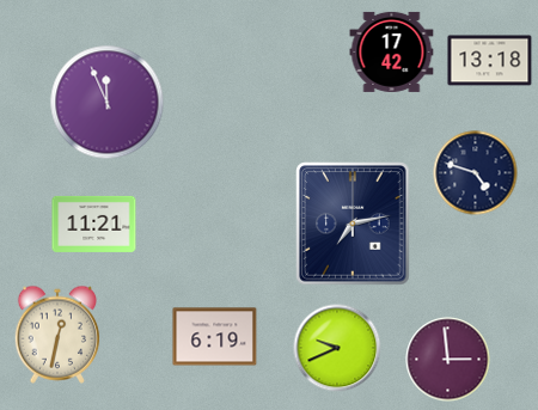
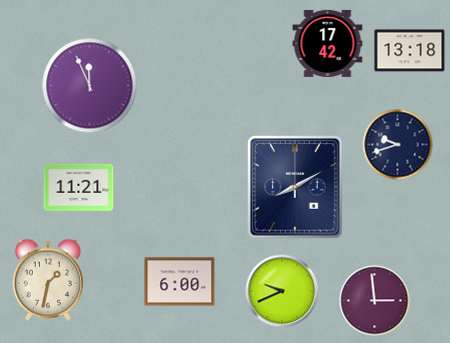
clock at (476, 173): 4:48 -> 9:42
clock at (353, 224): 7:13 -> 8:10
clock at (57, 335): 12:32 -> 1:32
clock at (215, 337): 6:19 -> 6:00
